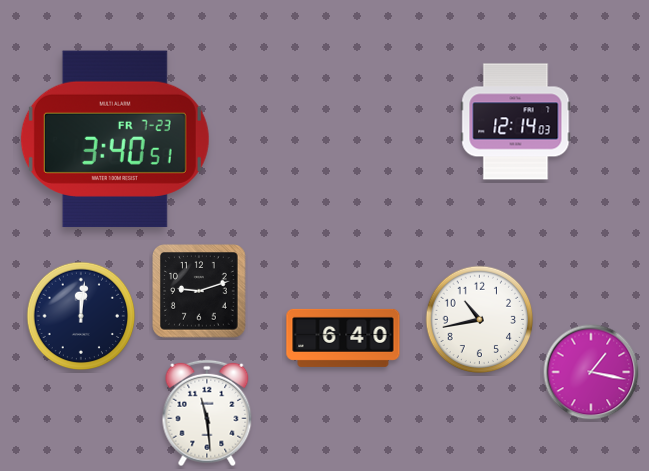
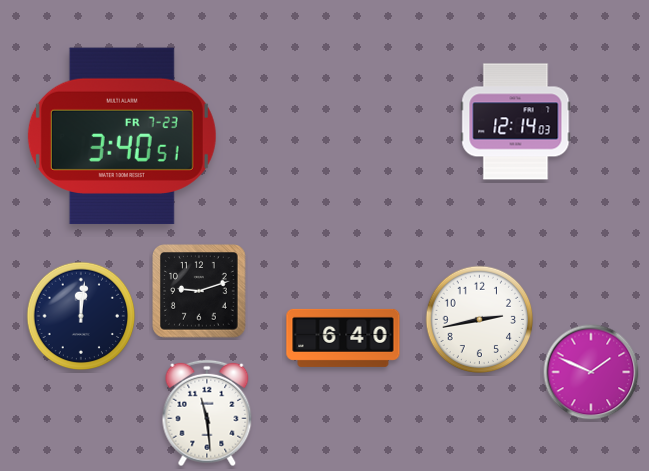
clock at (115, 139) position: (115, 139) -> (122, 136)
clock at (480, 320): 10:43 -> 2:43
clock at (591, 372): 1:17 -> 1:49
